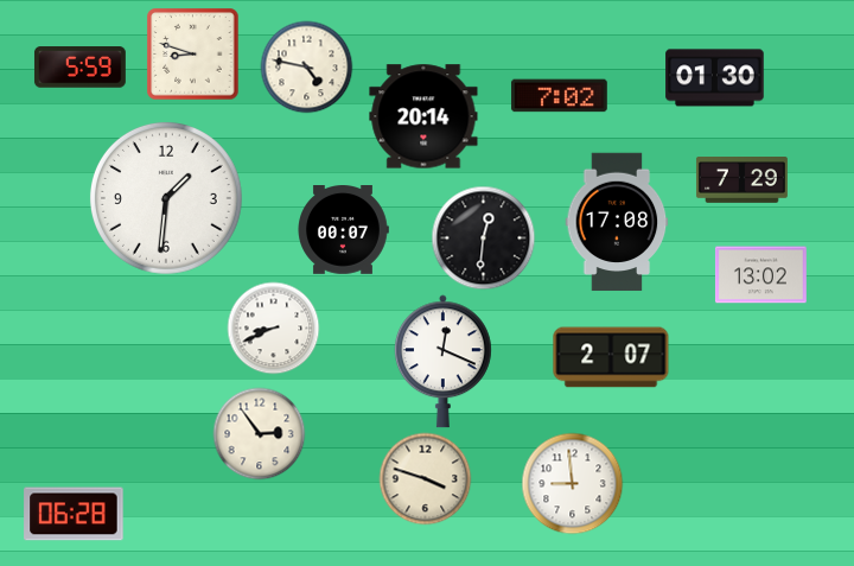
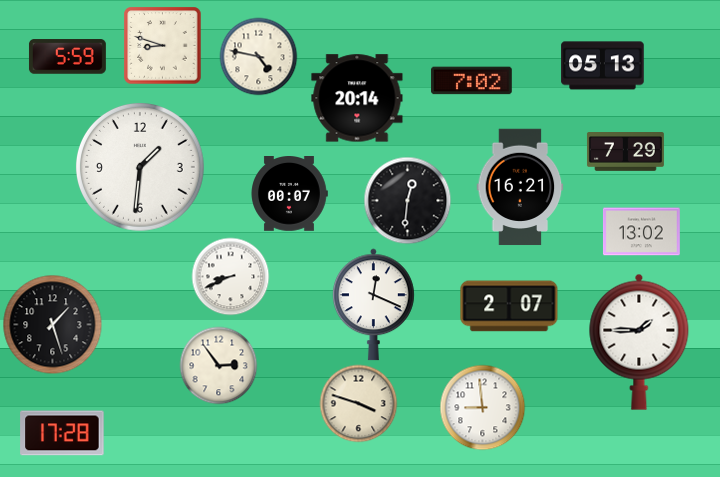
clock at (715, 78): 01:30 -> 05:13
clock at (617, 222): 17:08 -> 16:21
clock at (611, 357) position: (611, 357) -> (509, 306)
clock at (53, 325): none -> 1:27
clock at (639, 342): none -> 1:45
clock at (74, 514): 06:28 -> 17:28
